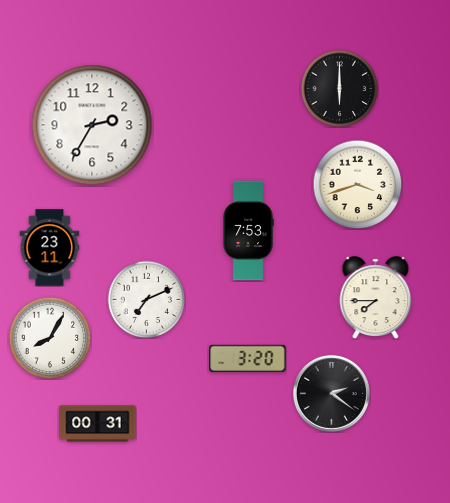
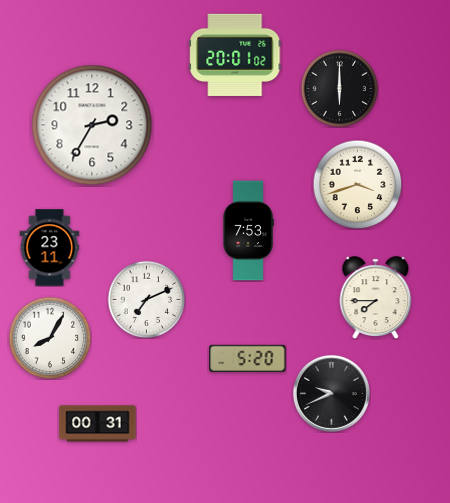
clock at (235, 55): none -> 20:01
clock at (248, 358): 3:20 -> 5:20
clock at (331, 393): 2:21 -> 9:41
